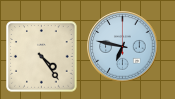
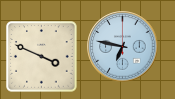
clock at (42, 57): 4:24 -> 3:49
